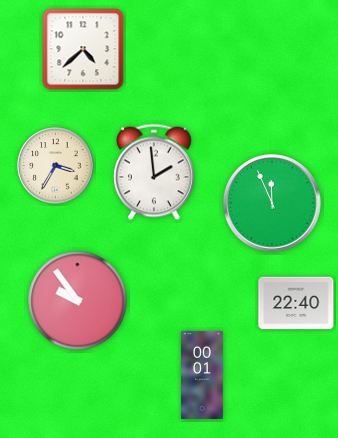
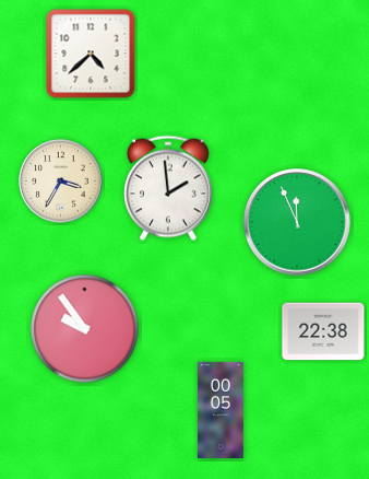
clock at (296, 303): 22:40 -> 22:38
clock at (202, 374): 00:01 -> 00:05
